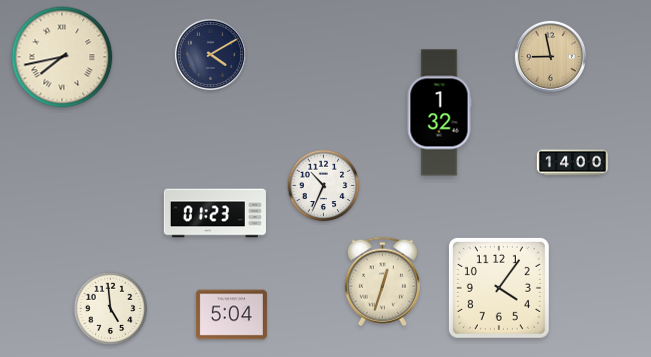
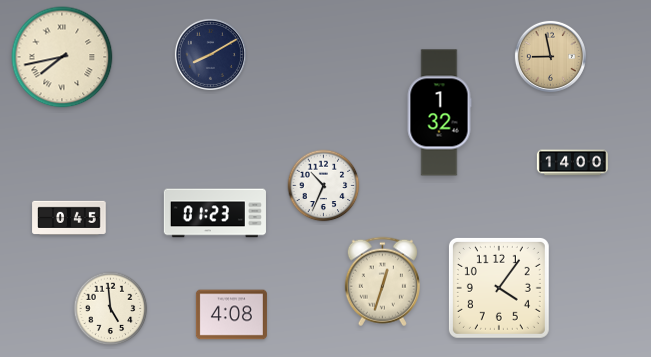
clock at (210, 54): 4:10 -> 8:10
clock at (69, 217): none -> 0:45
clock at (231, 315): 5:04 -> 4:08
